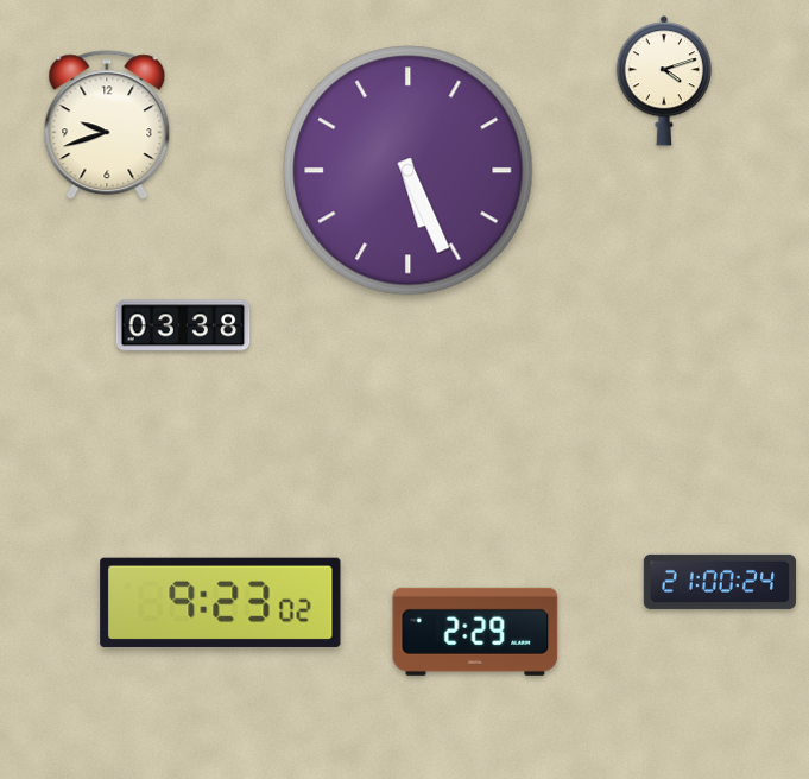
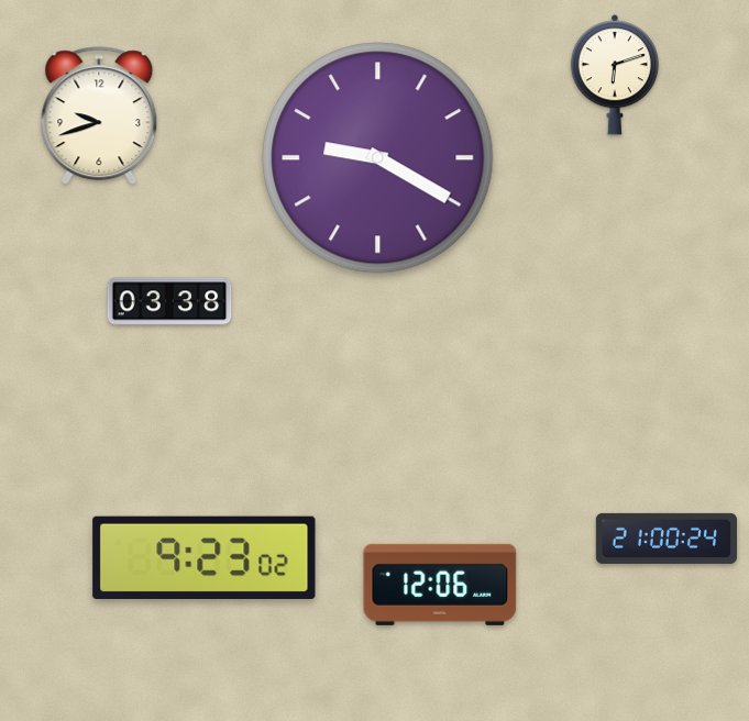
clock at (663, 81): 4:12 -> 6:12
clock at (409, 171): 5:26 -> 9:20
clock at (475, 632): 2:29 -> 12:06
